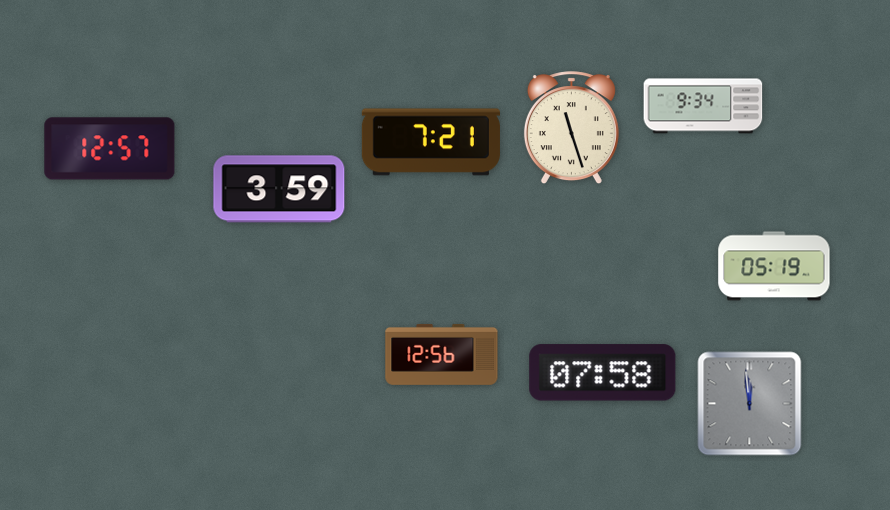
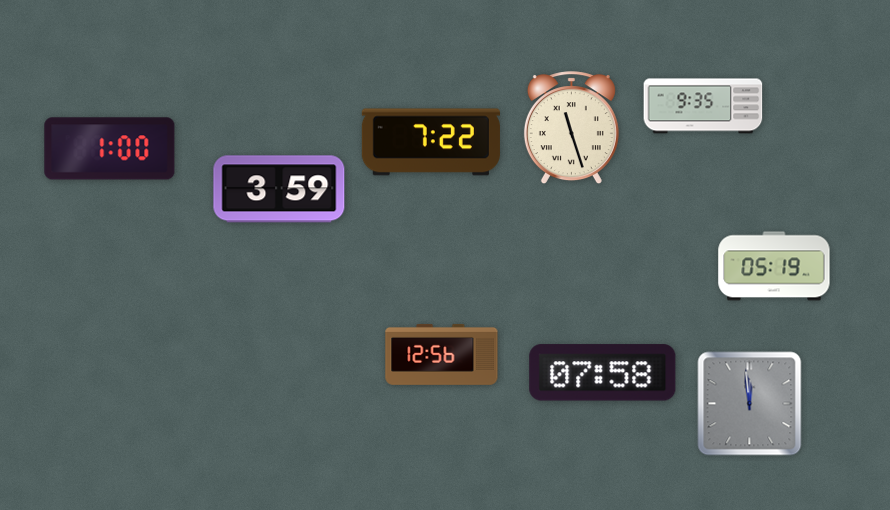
clock at (703, 106): 9:34 -> 9:35
clock at (431, 142): 7:21 -> 7:22
clock at (110, 149): 12:57 -> 1:00
